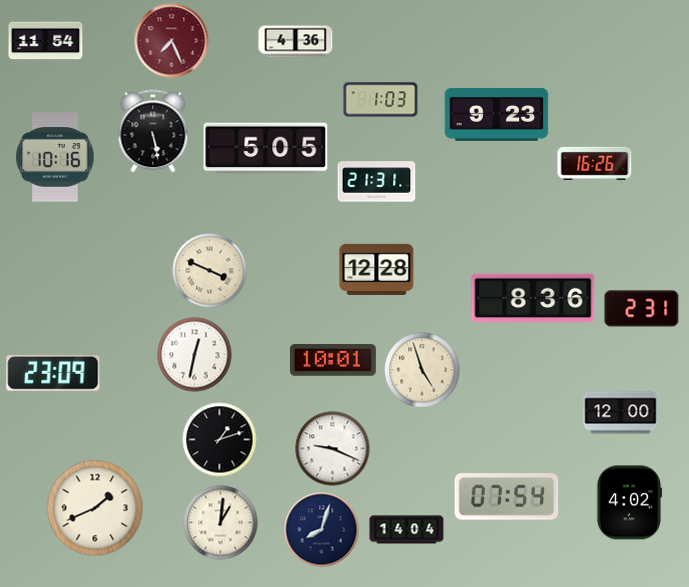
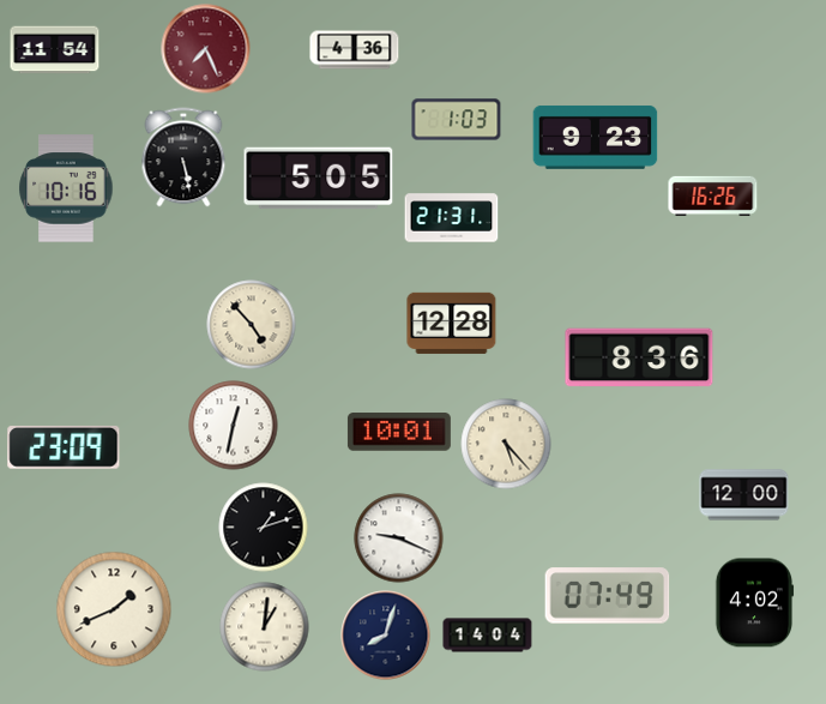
clock at (210, 271): 3:49 -> 4:53
clock at (642, 309): 2:31 -> none
clock at (422, 370): 4:57 -> 5:23
clock at (507, 497): 07:54 -> 07:49
